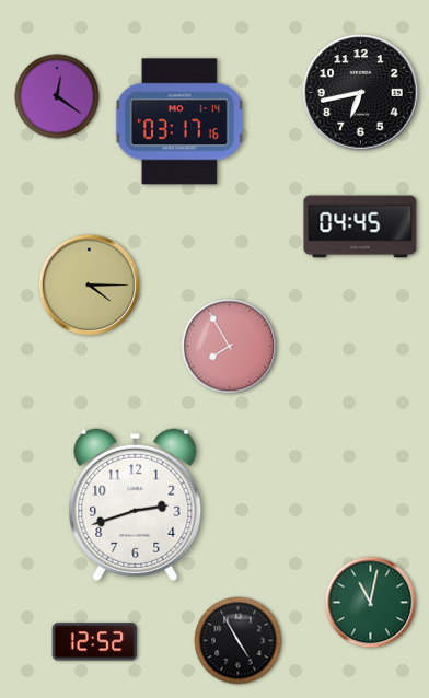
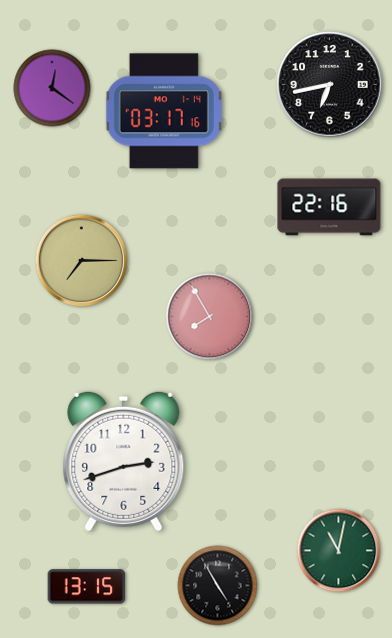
clock at (360, 226): 04:45 -> 22:16
clock at (90, 286): 4:15 -> 7:15
clock at (95, 642): 12:52 -> 13:15
